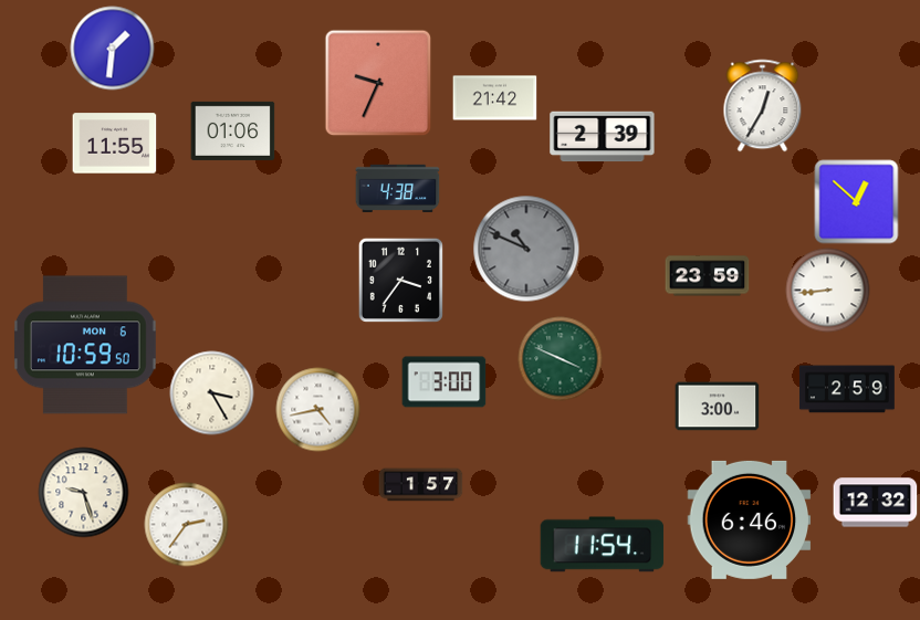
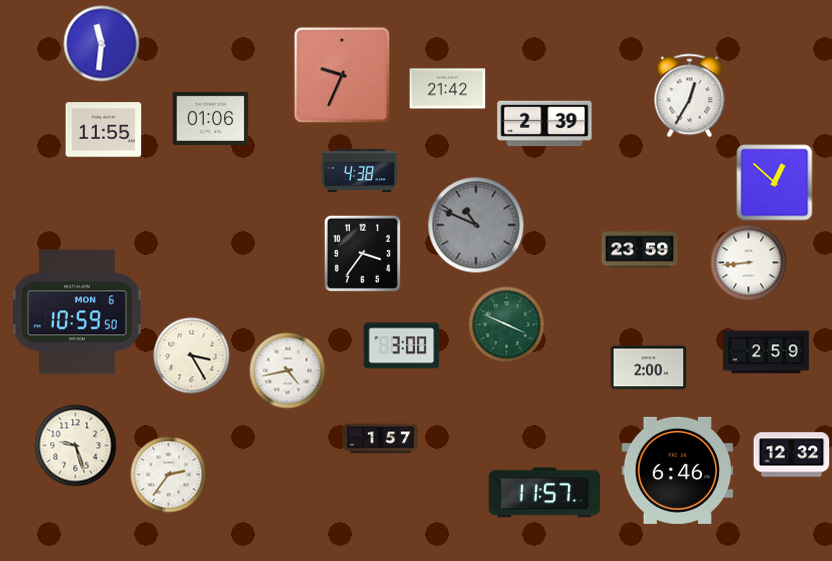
clock at (113, 49): 1:31 -> 11:31
clock at (718, 407): 3:00 -> 2:00
clock at (603, 545): 11:54 -> 11:57
